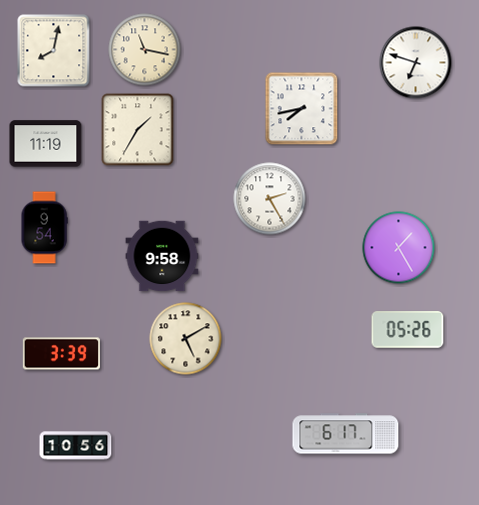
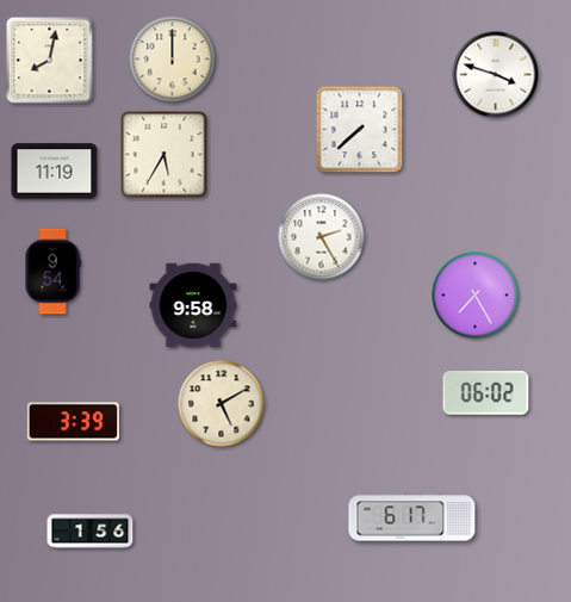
clock at (145, 50): 11:17 -> 12:00
clock at (54, 51) position: (54, 51) -> (50, 61)
clock at (416, 63): 6:48 -> 3:48
clock at (302, 109): 7:43 -> 7:38
clock at (138, 130): 1:35 -> 5:35
clock at (399, 248): 1:25 -> 7:25
clock at (408, 330): 05:26 -> 06:02
clock at (76, 446): 10:56 -> 1:56
